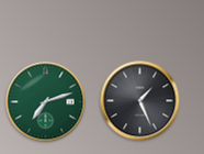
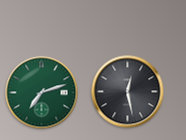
clock at (140, 101): 1:26 -> 12:28
